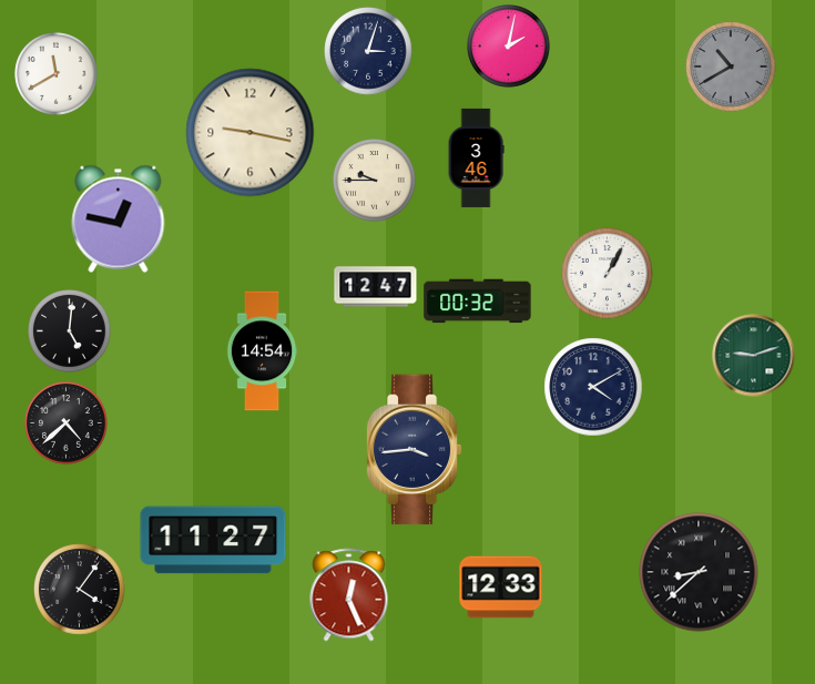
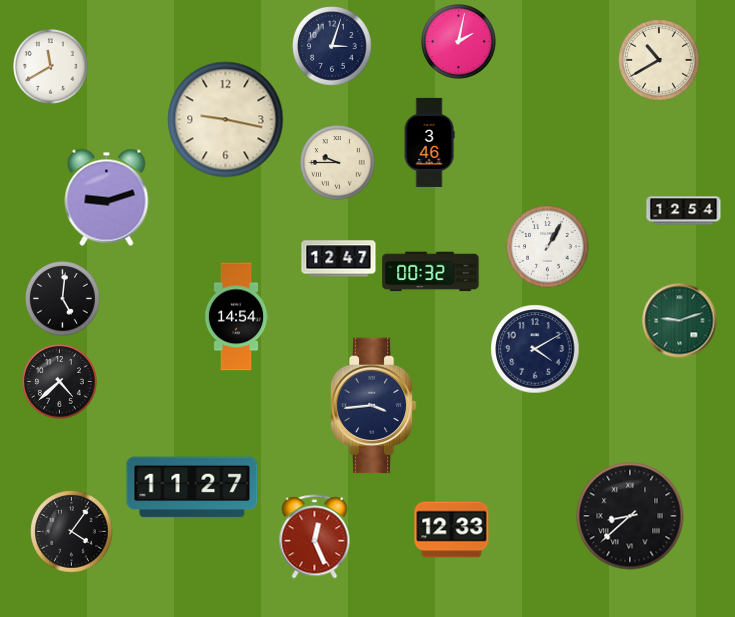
clock at (731, 67) dial: grey -> cream
clock at (119, 218): 12:47 -> 9:12
clock at (684, 211): none -> 12:54
